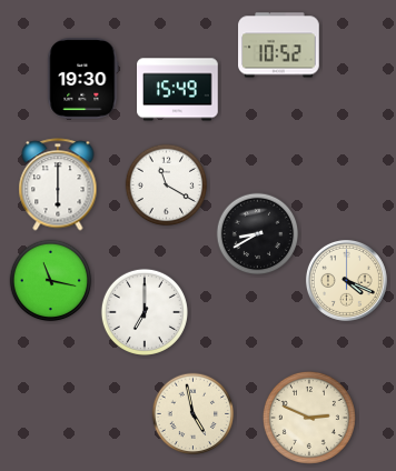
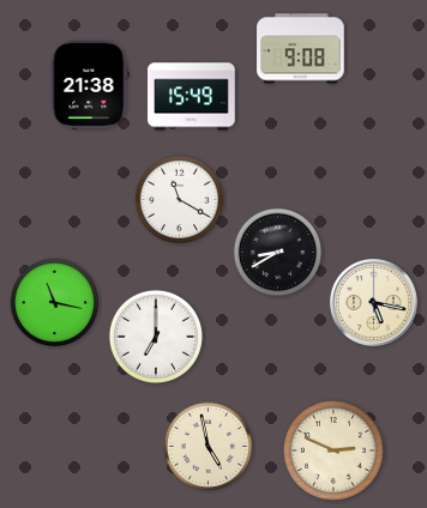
clock at (279, 46): 10:52 -> 9:08
clock at (83, 79): 19:30 -> 21:38
clock at (58, 184): 6:00 -> none
clock at (346, 280): 4:19 -> 5:17
